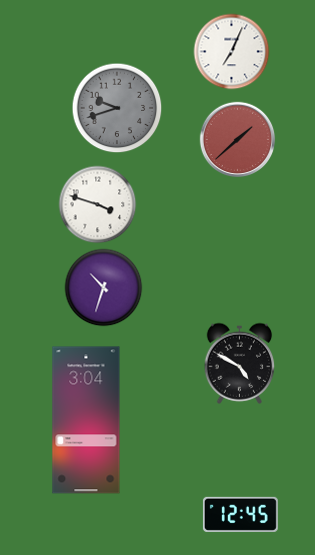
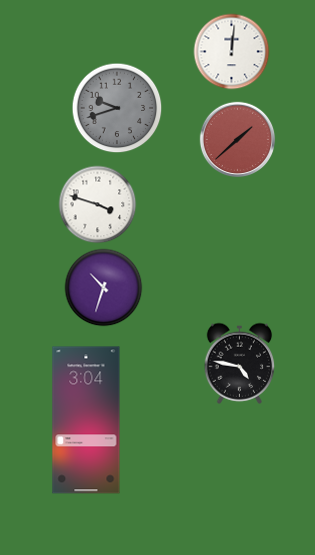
clock at (232, 52): 7:04 -> 12:01
clock at (240, 363): 4:50 -> 4:47
clock at (240, 514): 12:45 -> none
